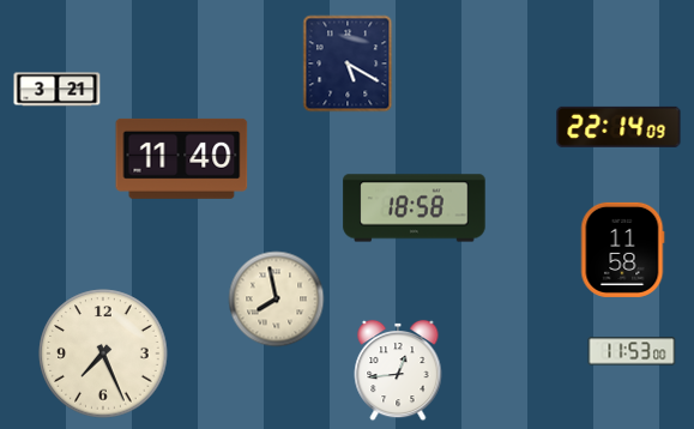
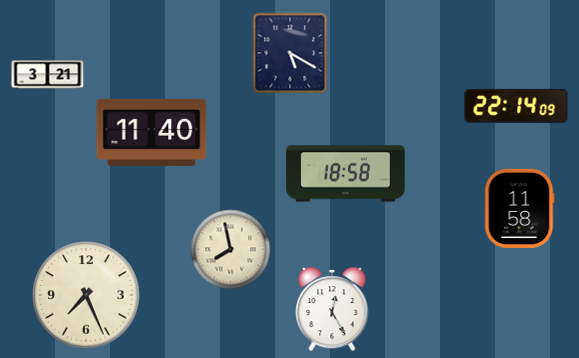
clock at (632, 351): 11:53 -> none
clock at (398, 370): 12:44 -> 12:25
